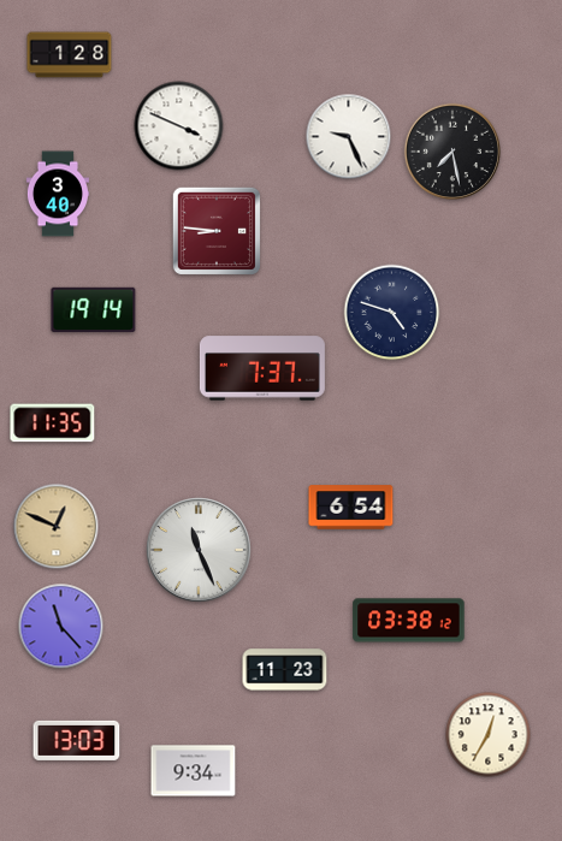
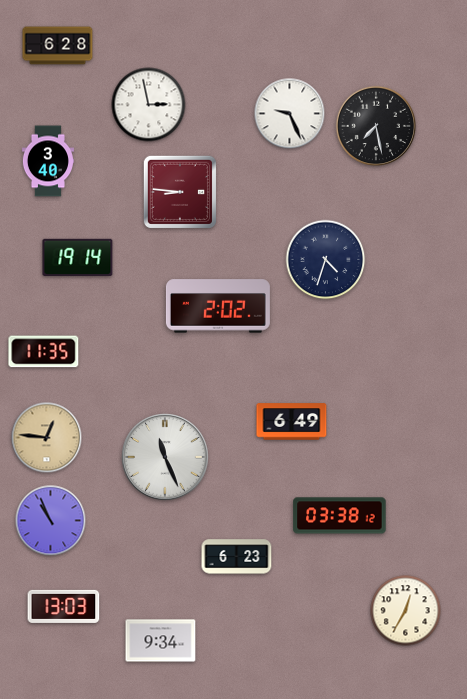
clock at (70, 55): 1:28 -> 6:28
clock at (179, 126): 3:49 -> 2:58
clock at (392, 313): 4:48 -> 4:33
clock at (262, 368): 7:37 -> 2:02
clock at (351, 508): 6:54 -> 6:49
clock at (57, 527): 12:49 -> 12:46
clock at (61, 627): 11:23 -> 10:56
clock at (285, 670): 11:23 -> 6:23
clock at (77, 740) position: (77, 740) -> (64, 606)
